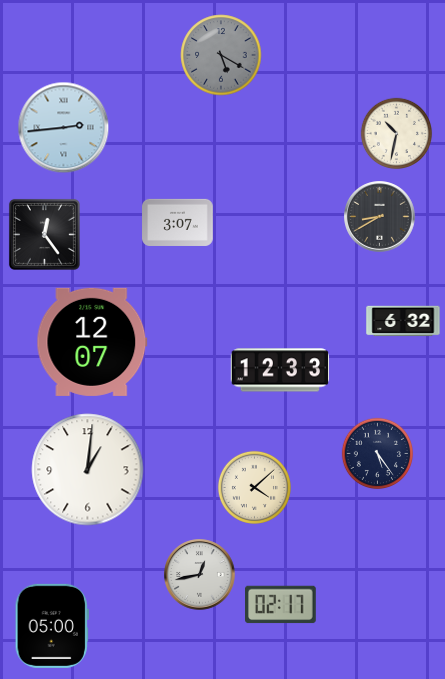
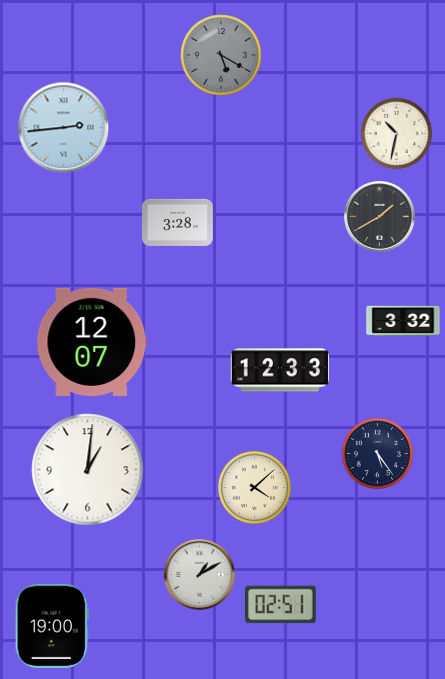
clock at (380, 217): 8:40 -> 1:40
clock at (178, 222): 3:07 -> 3:28
clock at (44, 234): 12:24 -> none
clock at (403, 321): 6:32 -> 3:32
clock at (200, 575): 12:43 -> 1:10
clock at (281, 605): 02:17 -> 02:51
clock at (52, 626): 05:00 -> 19:00
